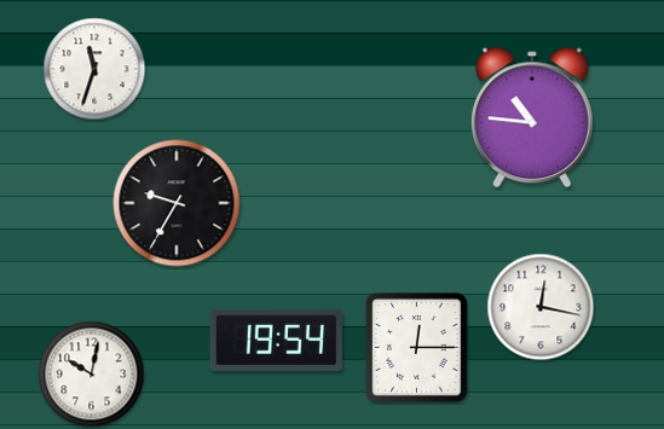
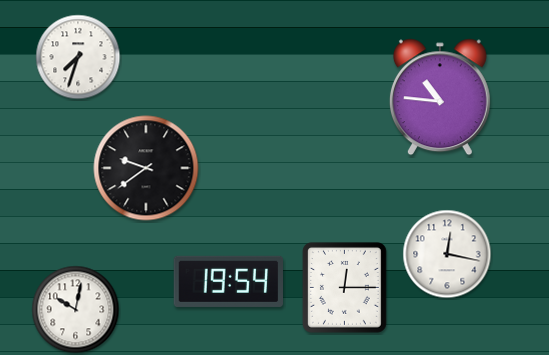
clock at (94, 69): 11:33 -> 7:33
clock at (177, 203): 9:35 -> 9:39
